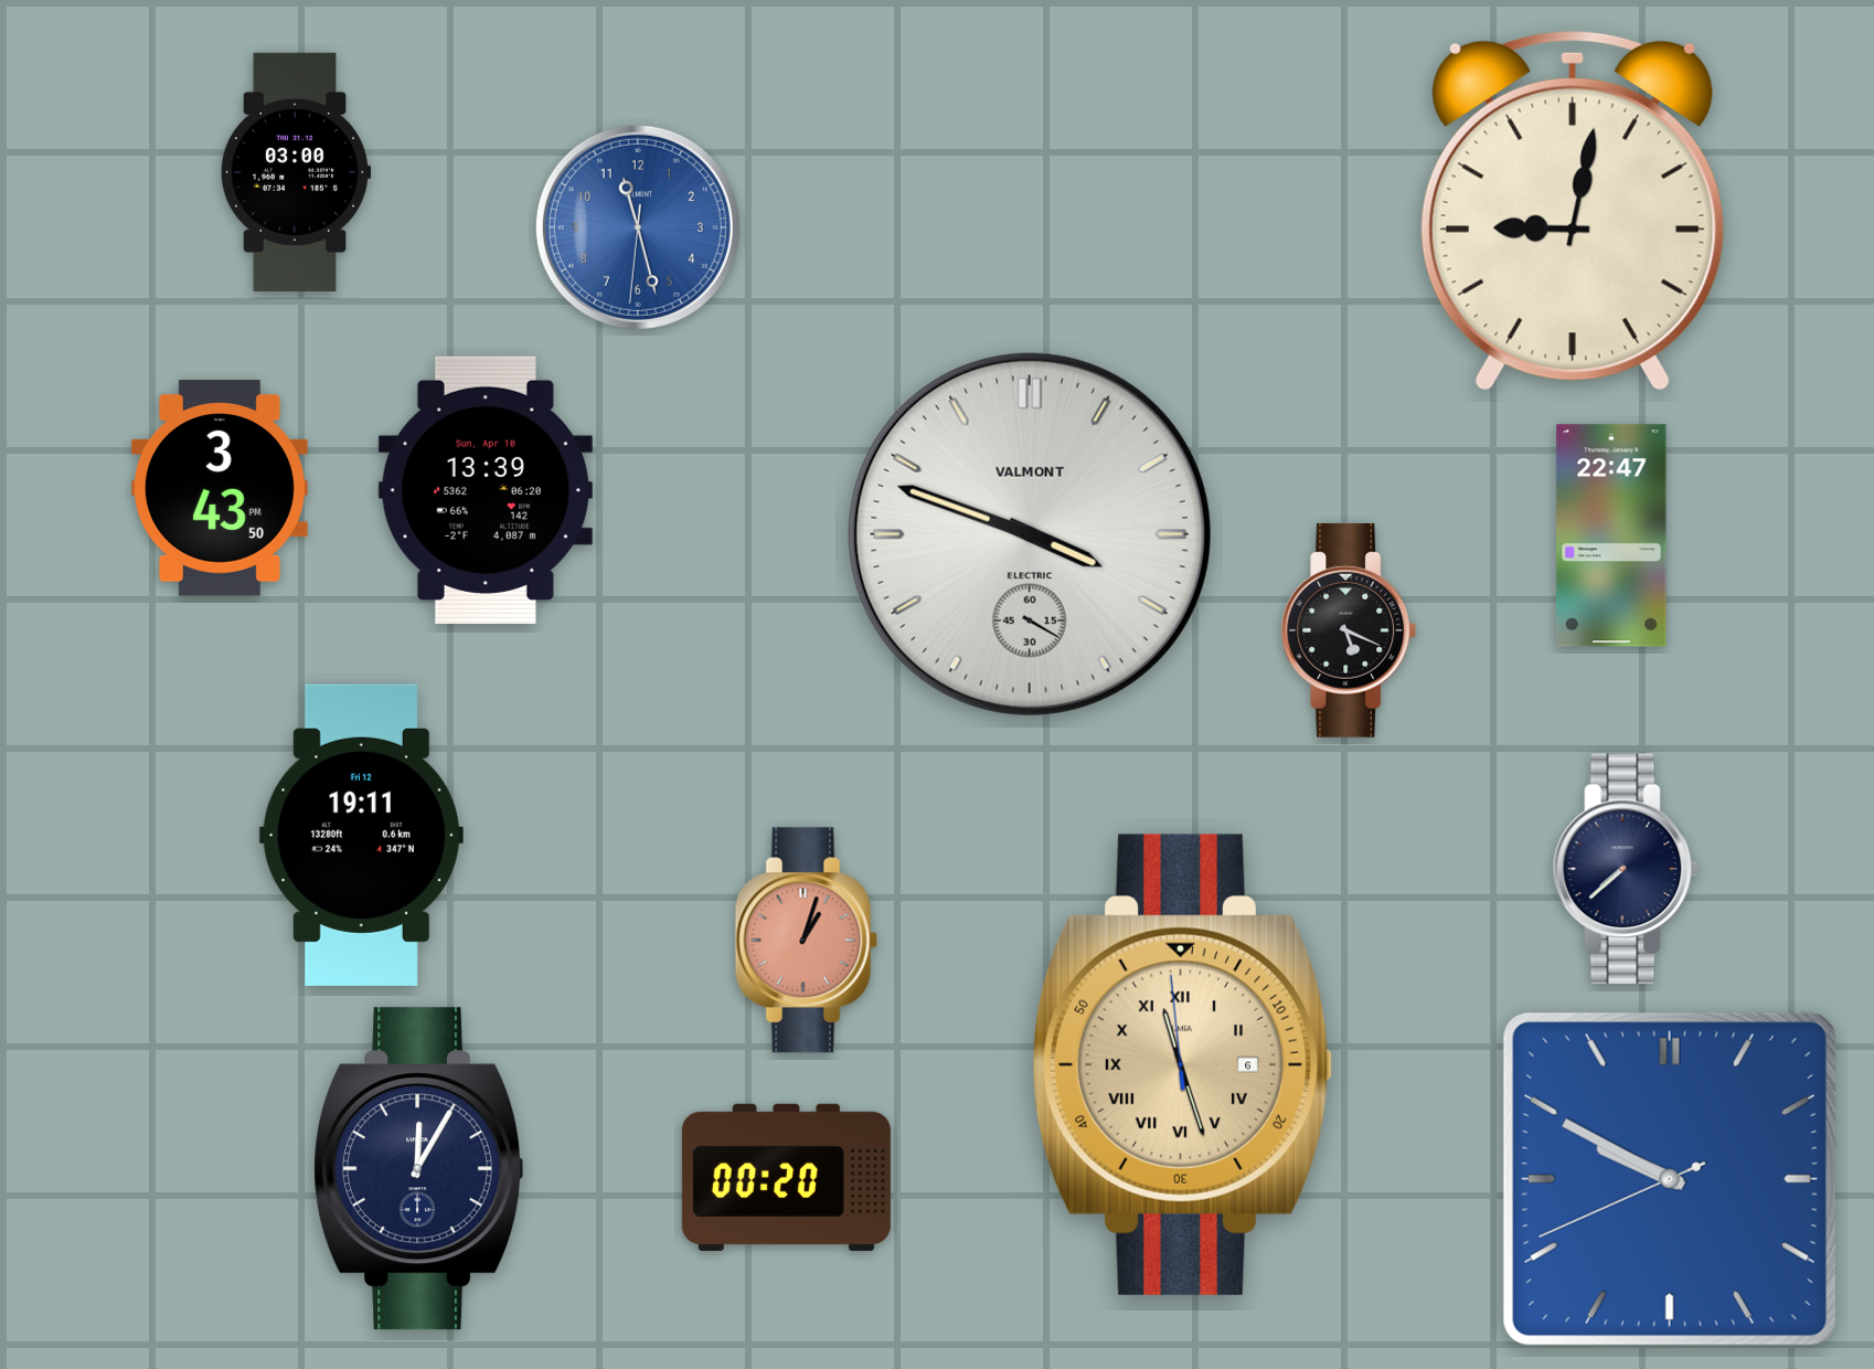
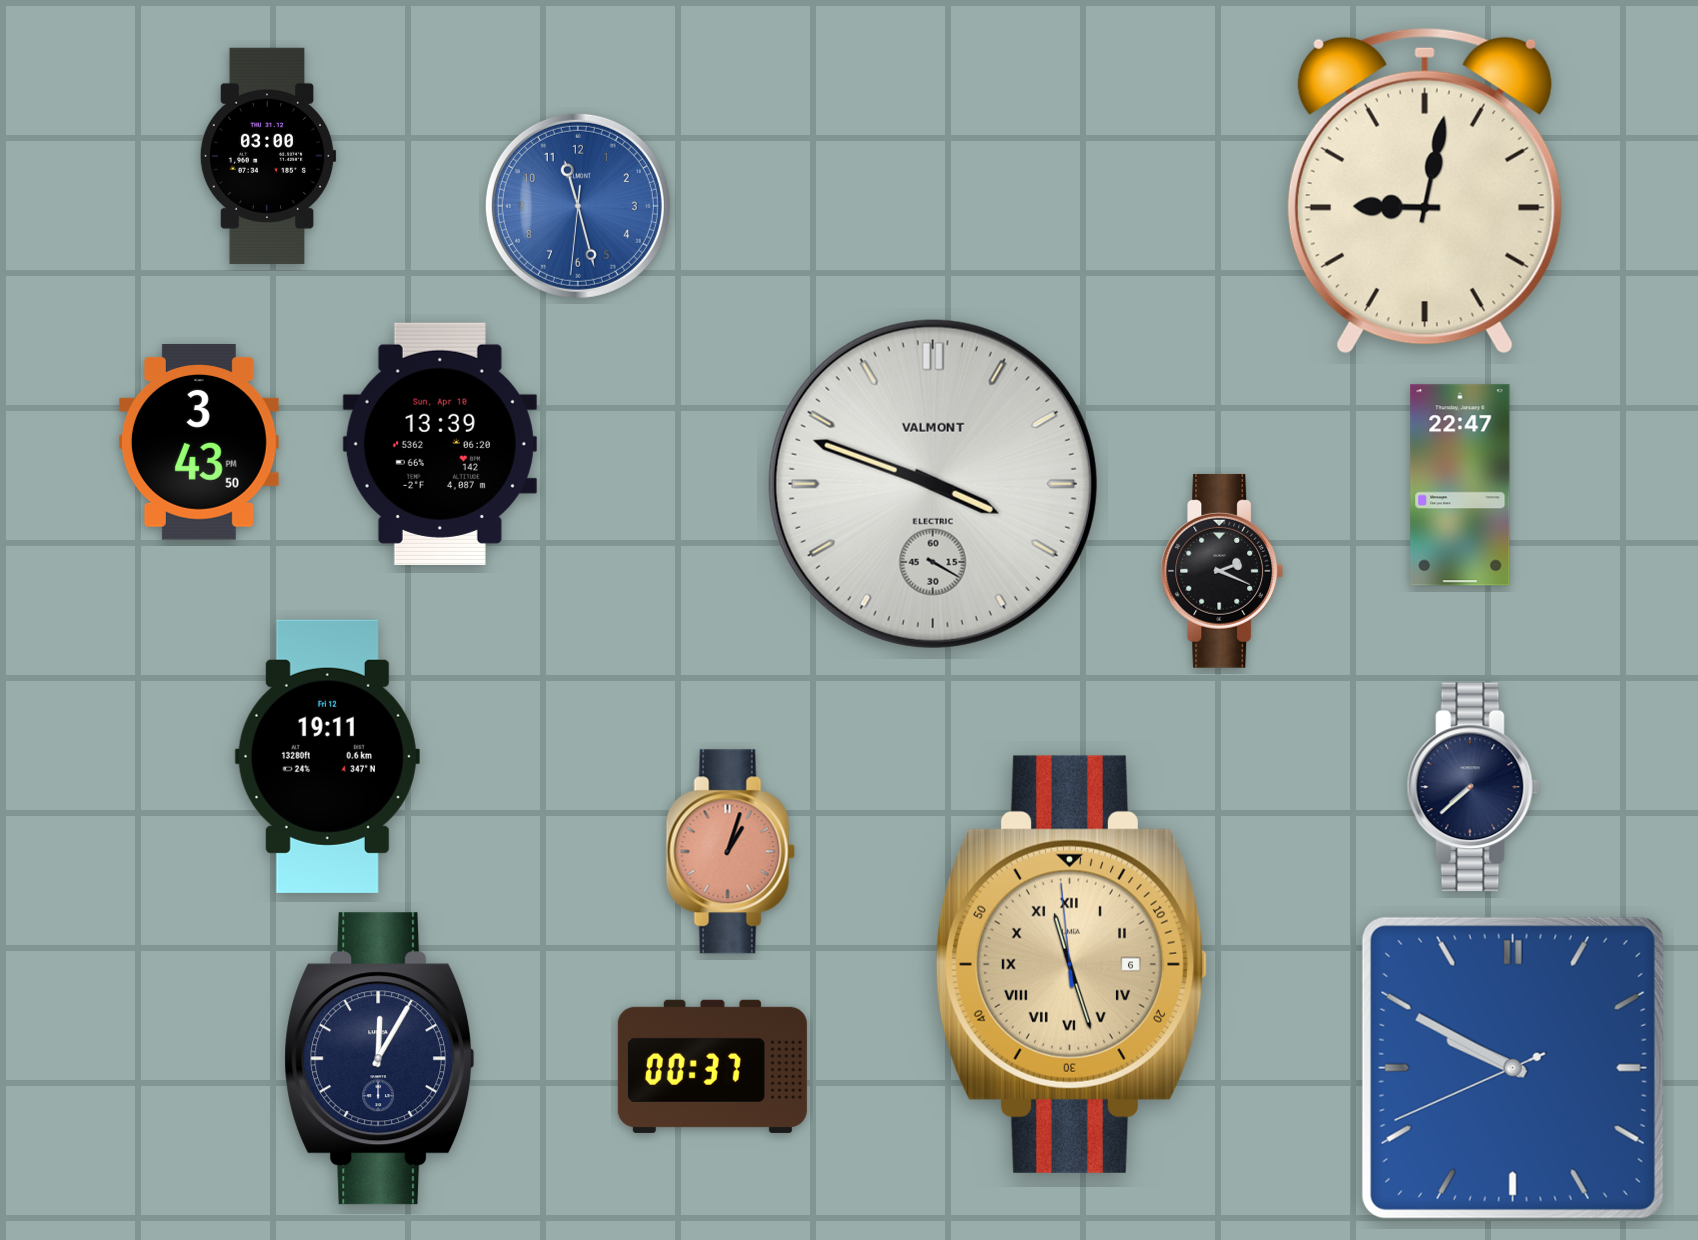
clock at (1349, 630): 5:19 -> 2:19
clock at (786, 1177): 00:20 -> 00:37
